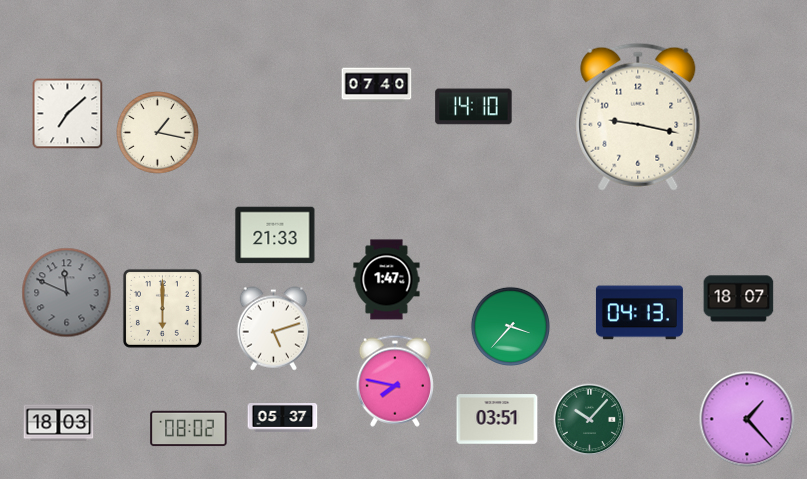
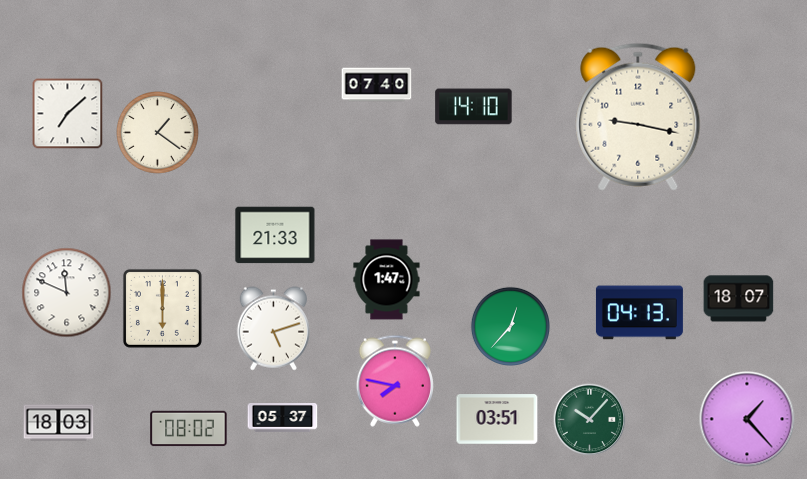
clock at (158, 133): 1:17 -> 1:21
clock at (67, 293) dial: grey -> white
clock at (510, 326): 3:37 -> 12:37
